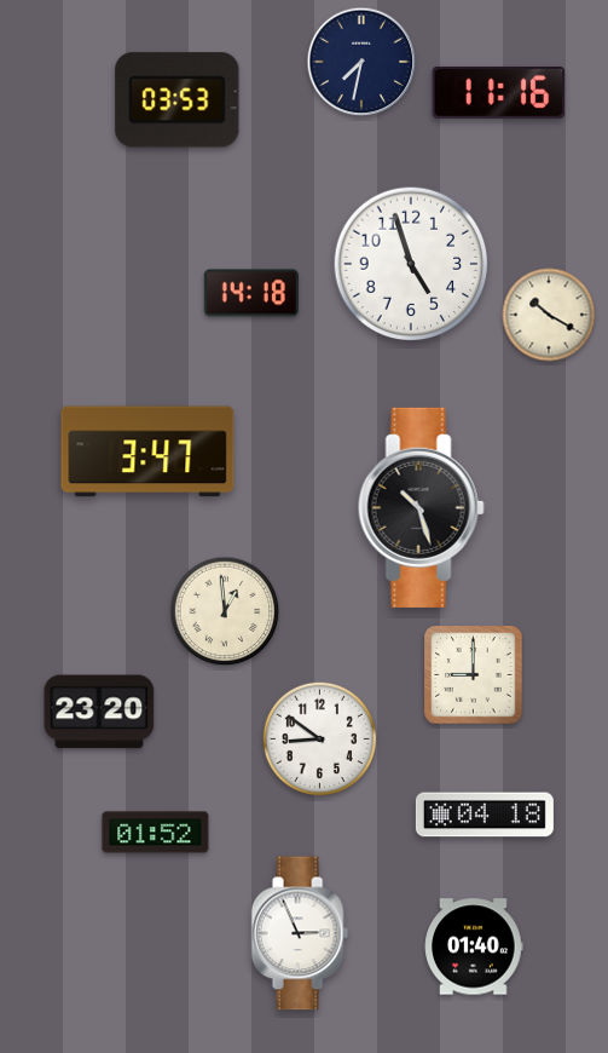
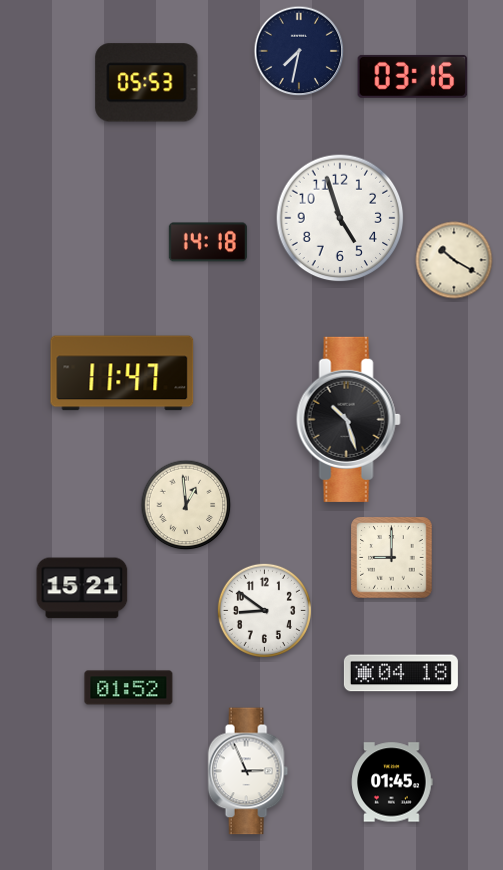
clock at (499, 92): 11:16 -> 03:16
clock at (178, 100): 03:53 -> 05:53
clock at (147, 451): 3:47 -> 11:47
clock at (99, 712): 23:20 -> 15:21
clock at (474, 946): 01:40 -> 01:45
